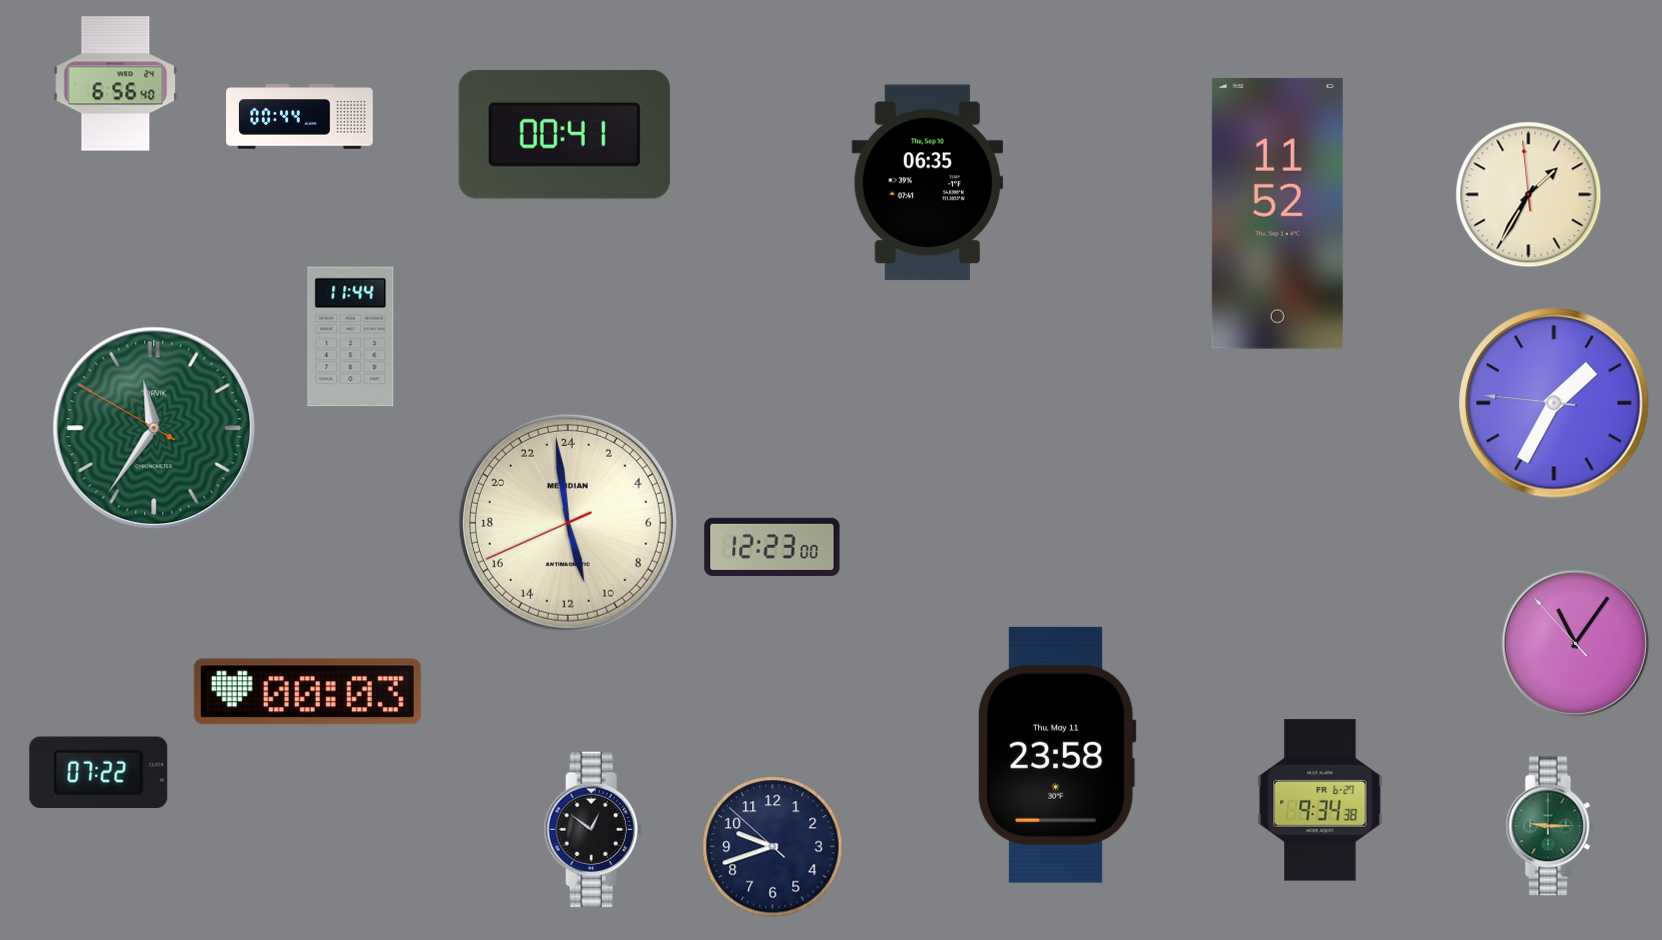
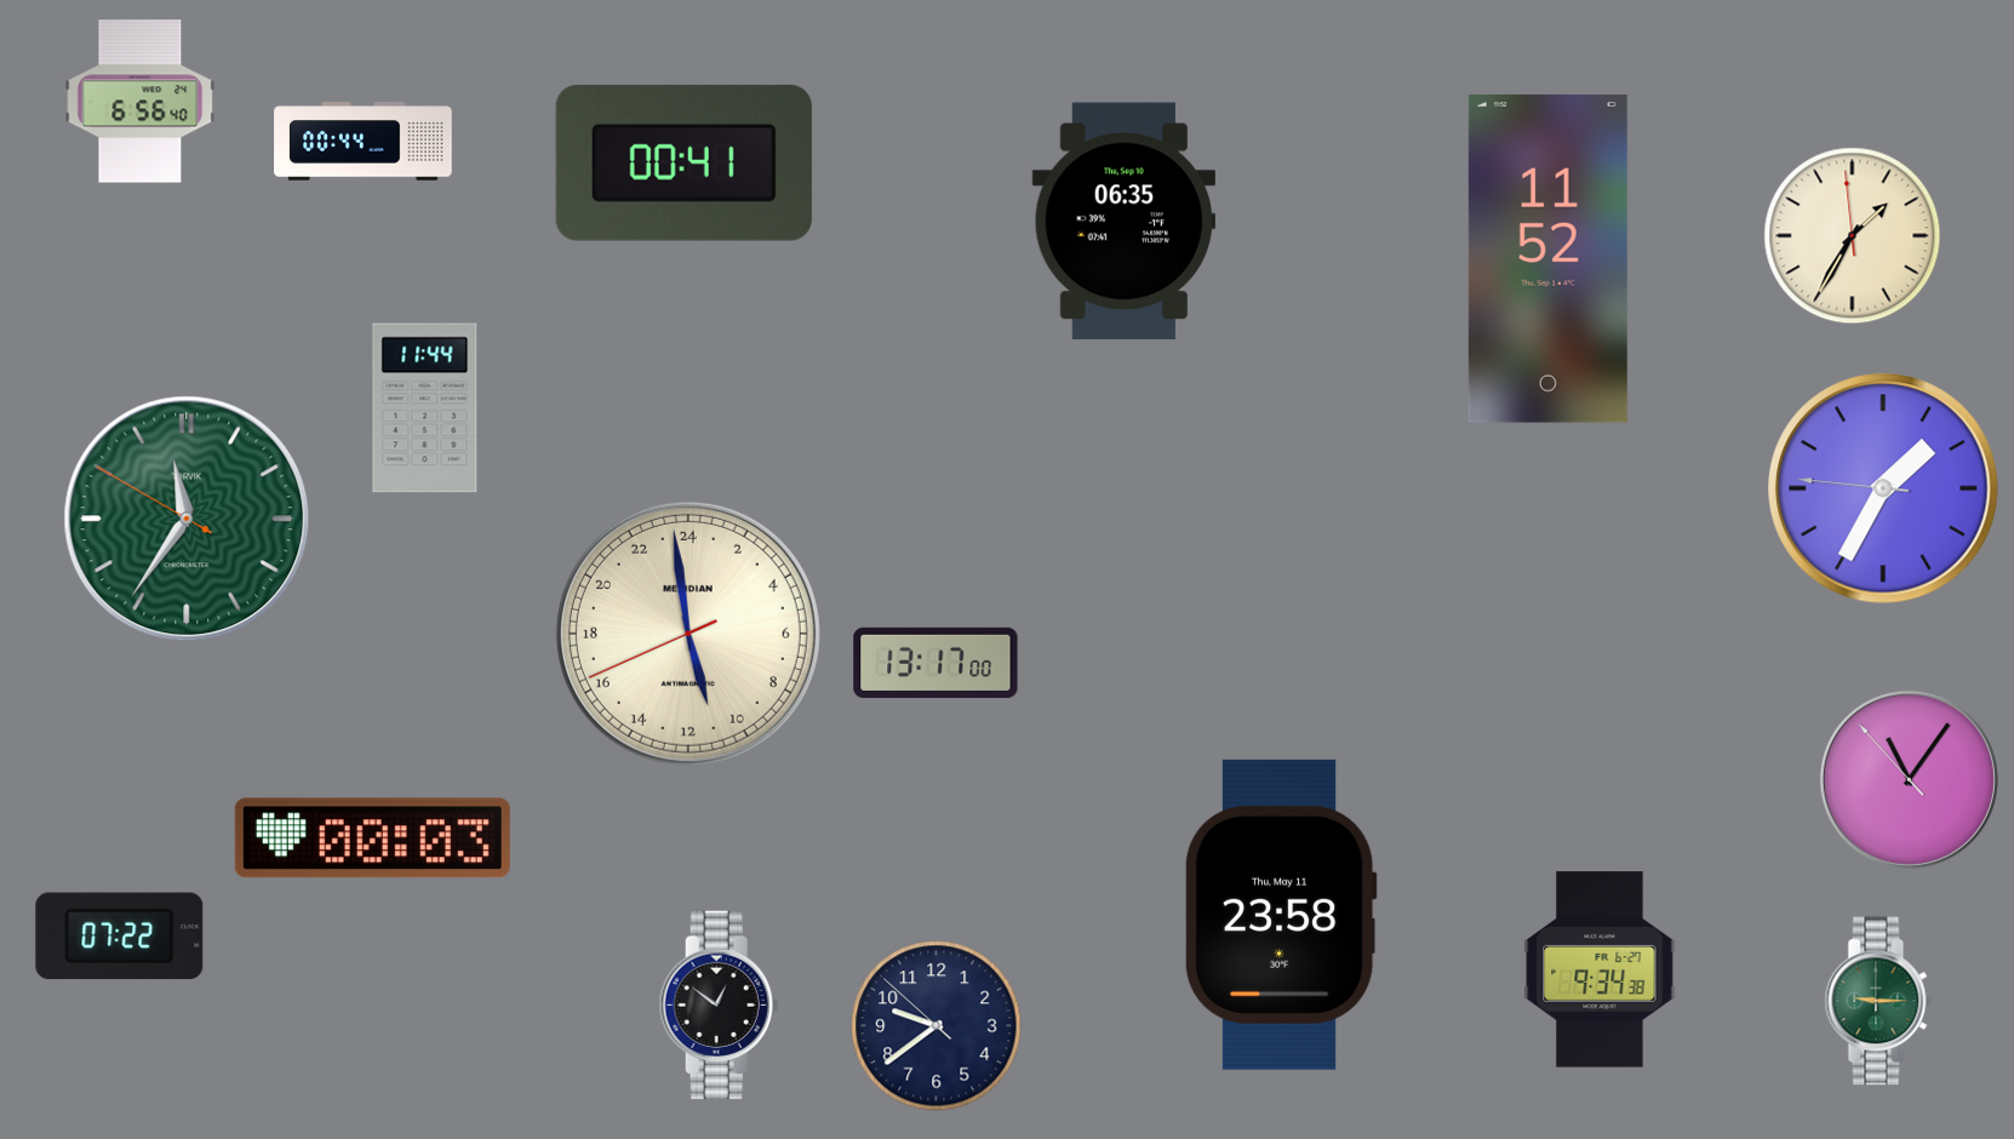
clock at (772, 547): 12:23 -> 13:17
clock at (773, 847): 9:41 -> 9:38
